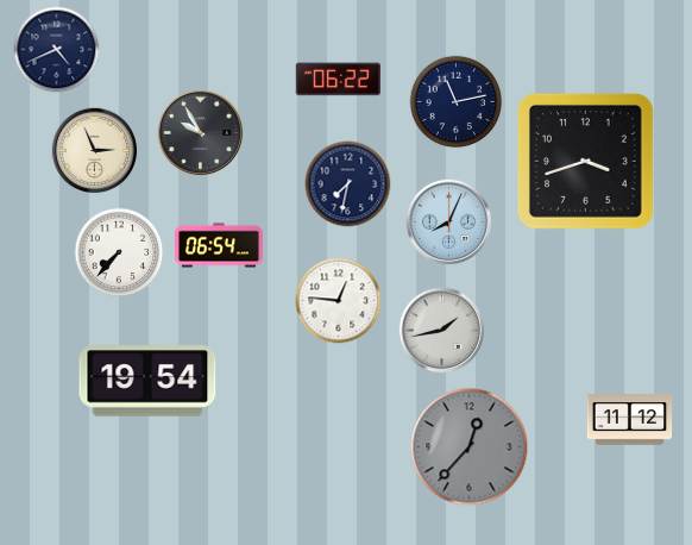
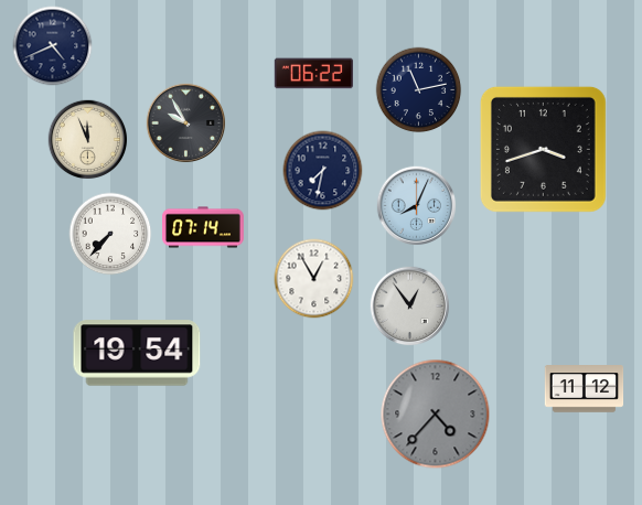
clock at (457, 102) position: (457, 102) -> (419, 90)
clock at (95, 151): 2:56 -> 11:56
clock at (220, 245): 06:54 -> 07:14
clock at (339, 301): 12:46 -> 12:55
clock at (442, 331): 1:43 -> 12:54
clock at (470, 447): 12:37 -> 4:37
